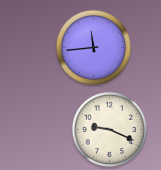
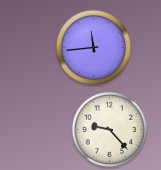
clock at (109, 129): 9:19 -> 9:23
